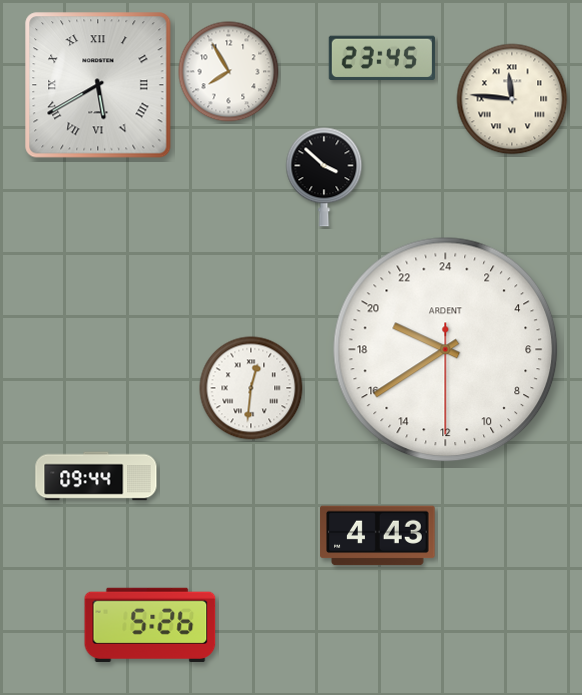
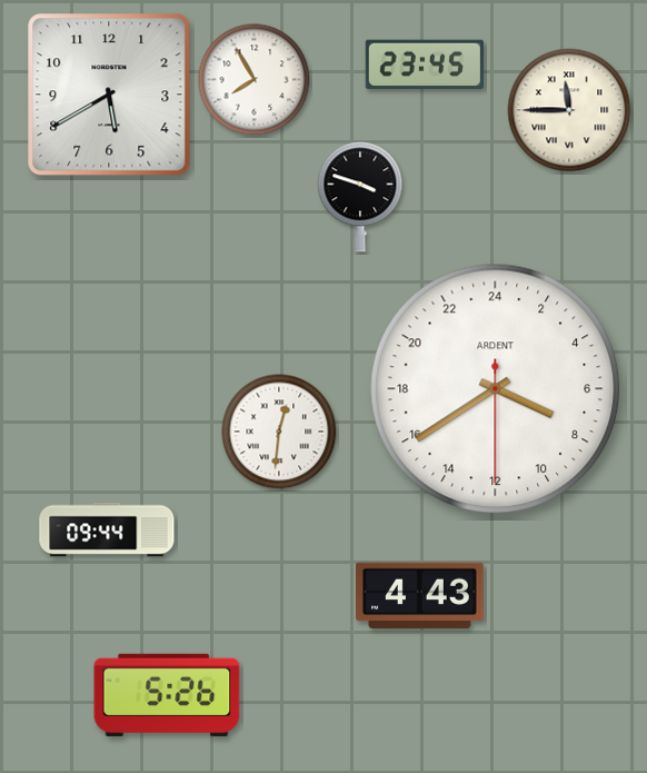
clock at (98, 85) numerals: Roman -> Arabic
clock at (512, 99): 11:46 -> 11:45
clock at (324, 177): 3:52 -> 3:48
clock at (446, 350): 19:39 -> 7:39
